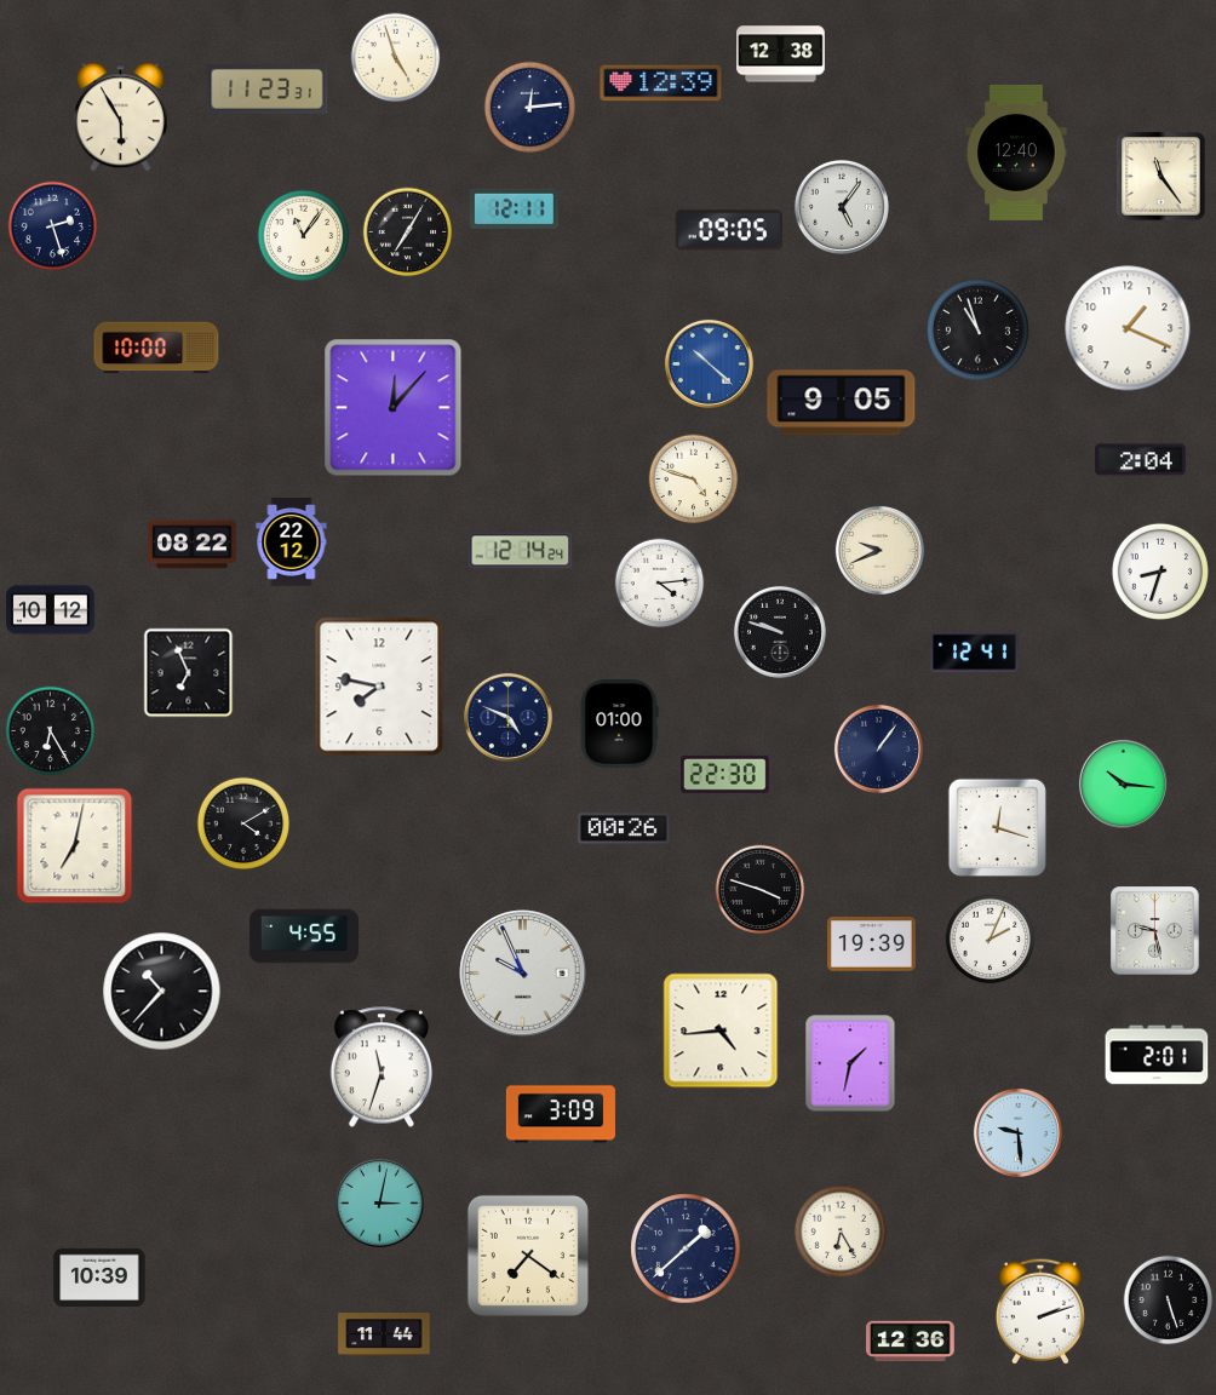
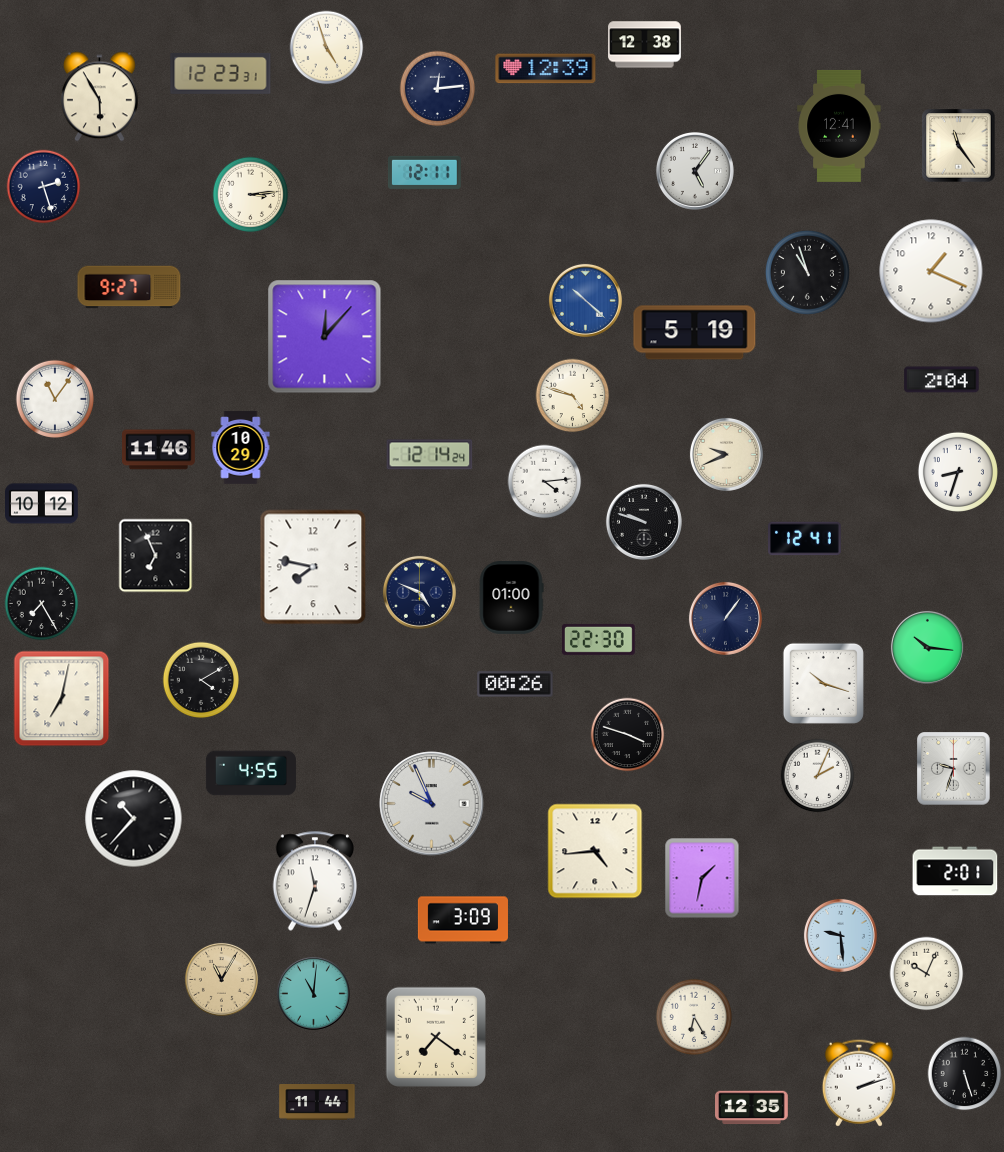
clock at (268, 88): 11:23 -> 12:23
clock at (1016, 153): 12:40 -> 12:41
clock at (728, 230): 09:05 -> none
clock at (408, 232): 7:05 -> none
clock at (304, 236): 11:06 -> 3:14
clock at (156, 348): 10:00 -> 9:27
clock at (842, 403): 9:05 -> 5:19
clock at (54, 398): none -> 11:06
clock at (292, 542): 22:12 -> 10:29
clock at (193, 545): 08:22 -> 11:46
clock at (51, 731): 6:25 -> 7:25
clock at (997, 827): 12:18 -> 10:18
clock at (1155, 931): 9:28 -> 9:33
clock at (872, 945): 19:39 -> none
clock at (927, 974): none -> 10:04
clock at (221, 979): none -> 11:05
clock at (379, 1202): 3:02 -> 11:01
clock at (686, 1248): 1:38 -> none
clock at (99, 1278): 10:39 -> none
clock at (911, 1342): 12:36 -> 12:35
